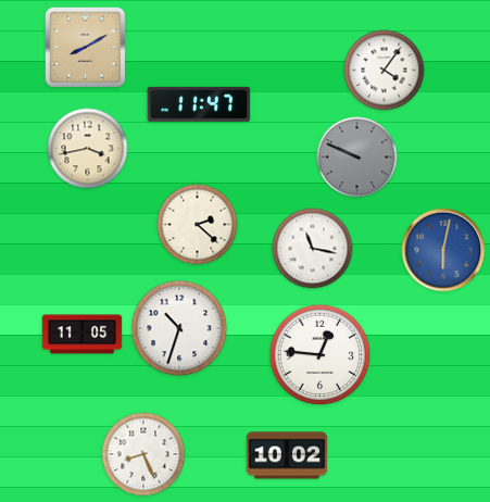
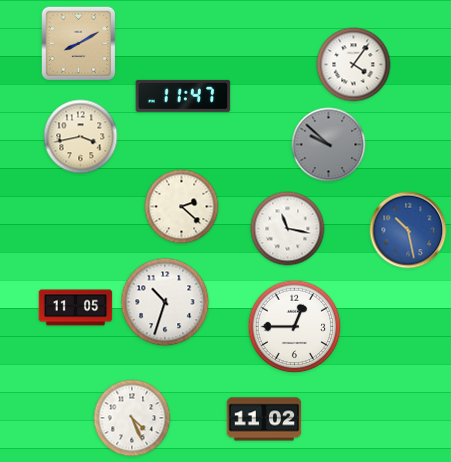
clock at (357, 158): 9:49 -> 9:52
clock at (443, 250): 6:02 -> 10:28
clock at (321, 355): 12:46 -> 12:45
clock at (143, 454): 8:26 -> 4:26
clock at (287, 455): 10:02 -> 11:02
